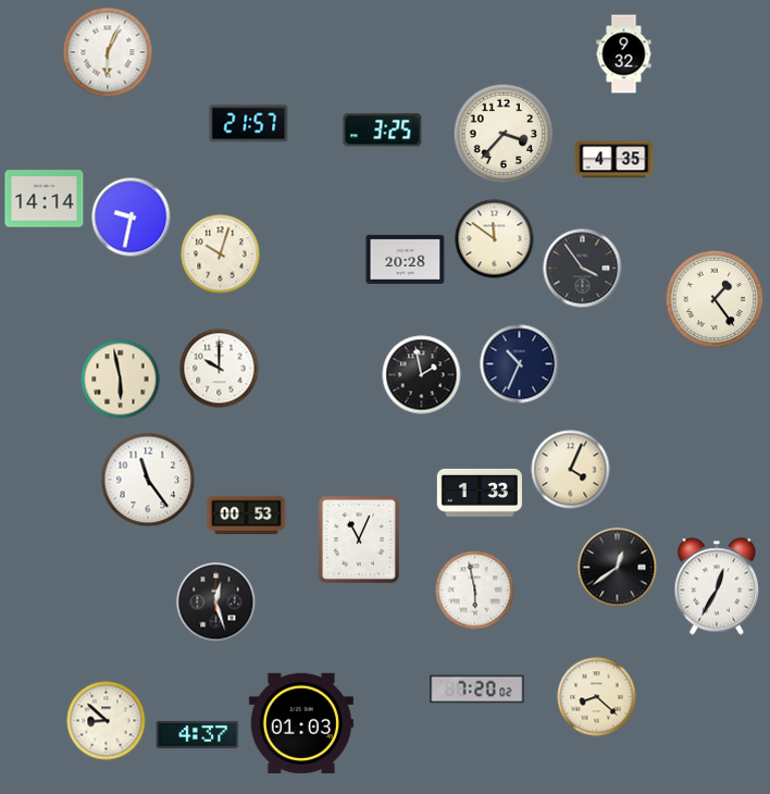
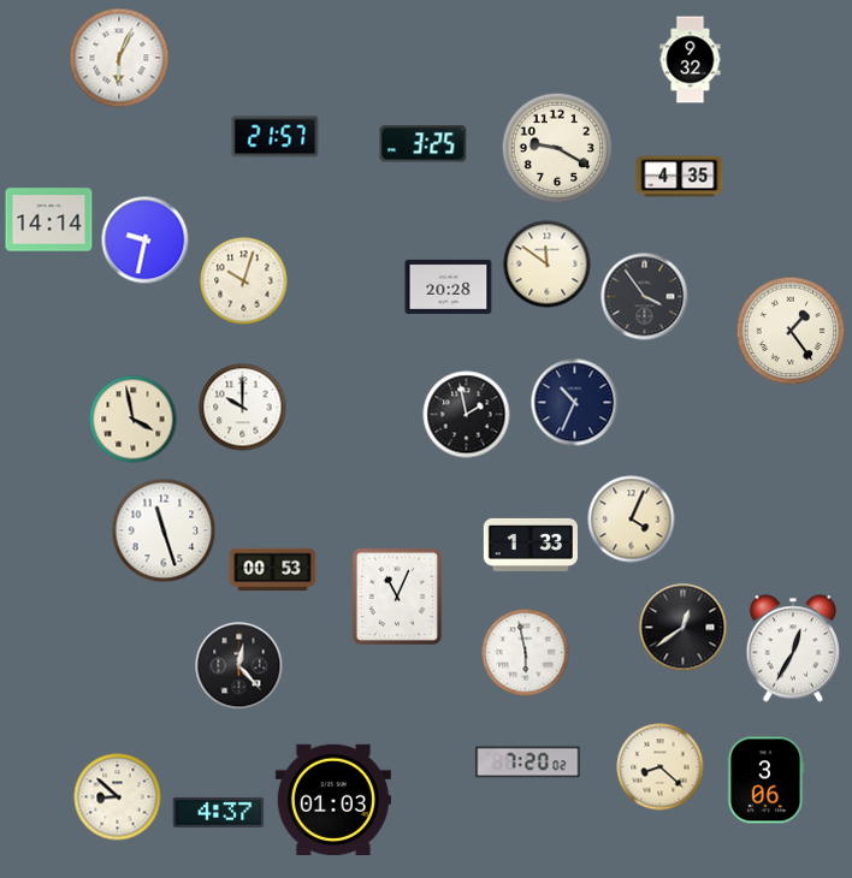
clock at (504, 134): 3:37 -> 9:20
clock at (121, 380): 5:58 -> 3:58
clock at (148, 480): 11:24 -> 11:27
clock at (216, 603): 12:27 -> 12:23
clock at (597, 697) position: (597, 697) -> (661, 767)
clock at (765, 781): none -> 3:06
